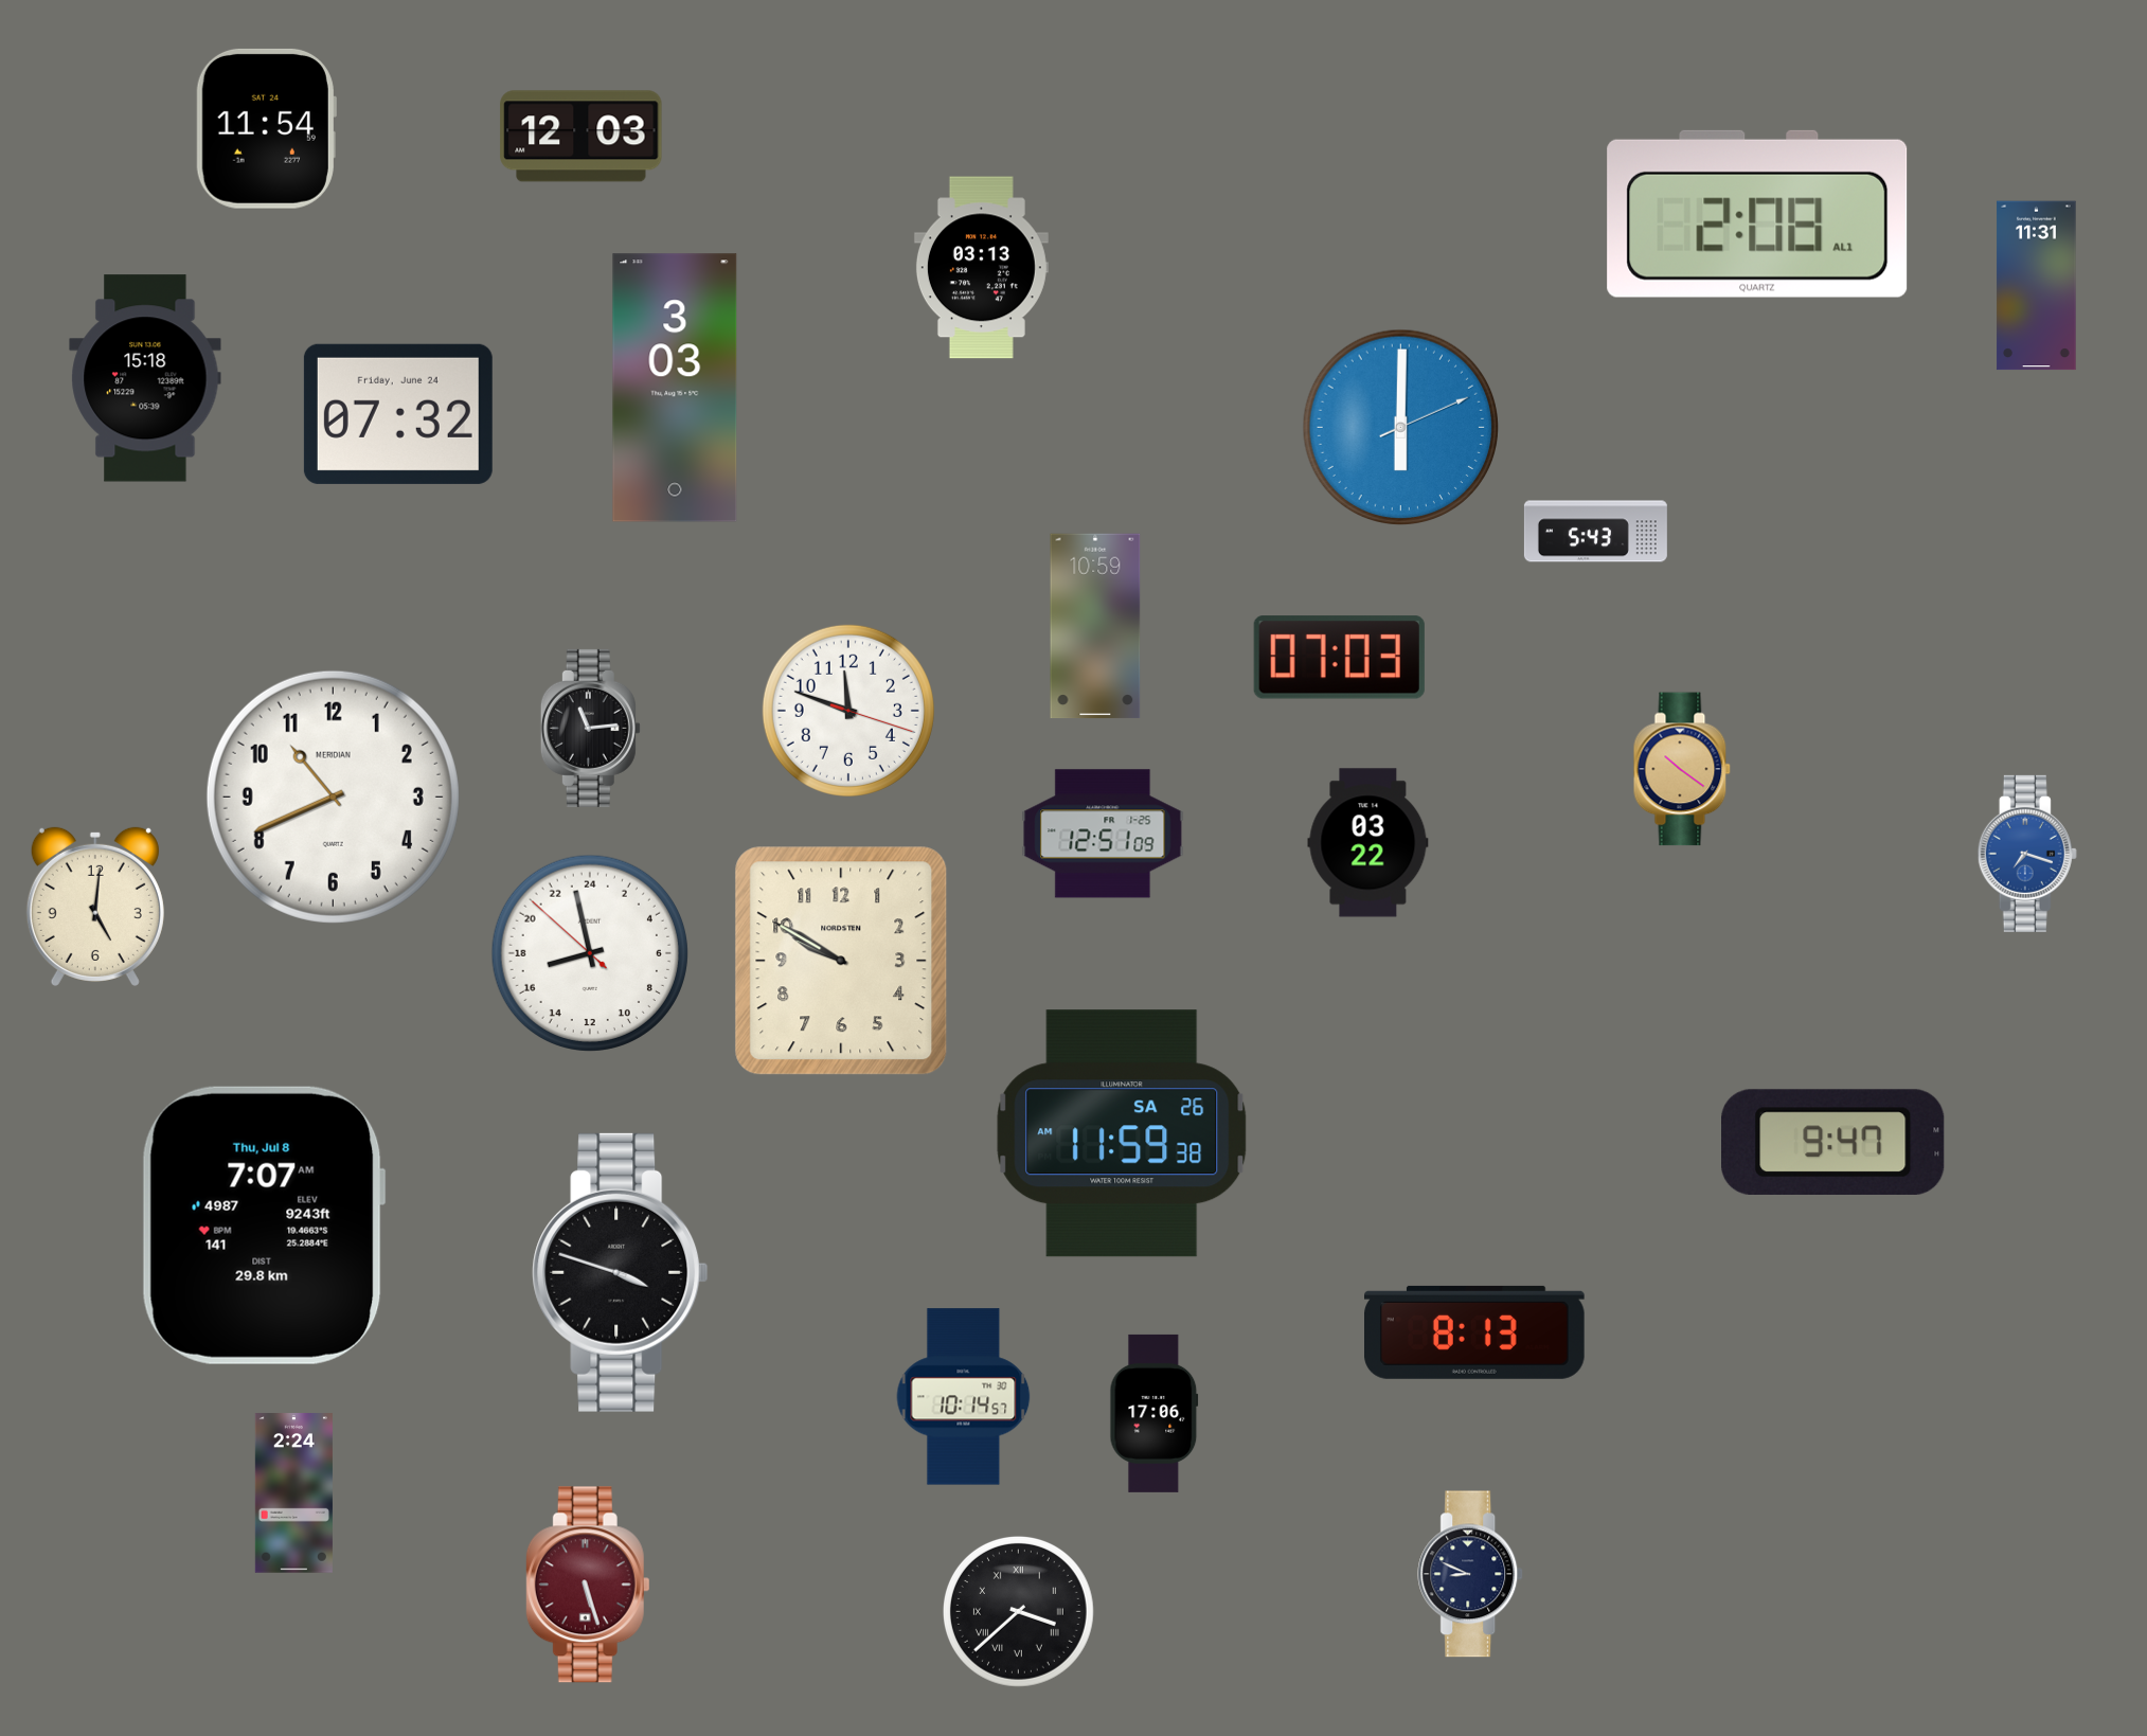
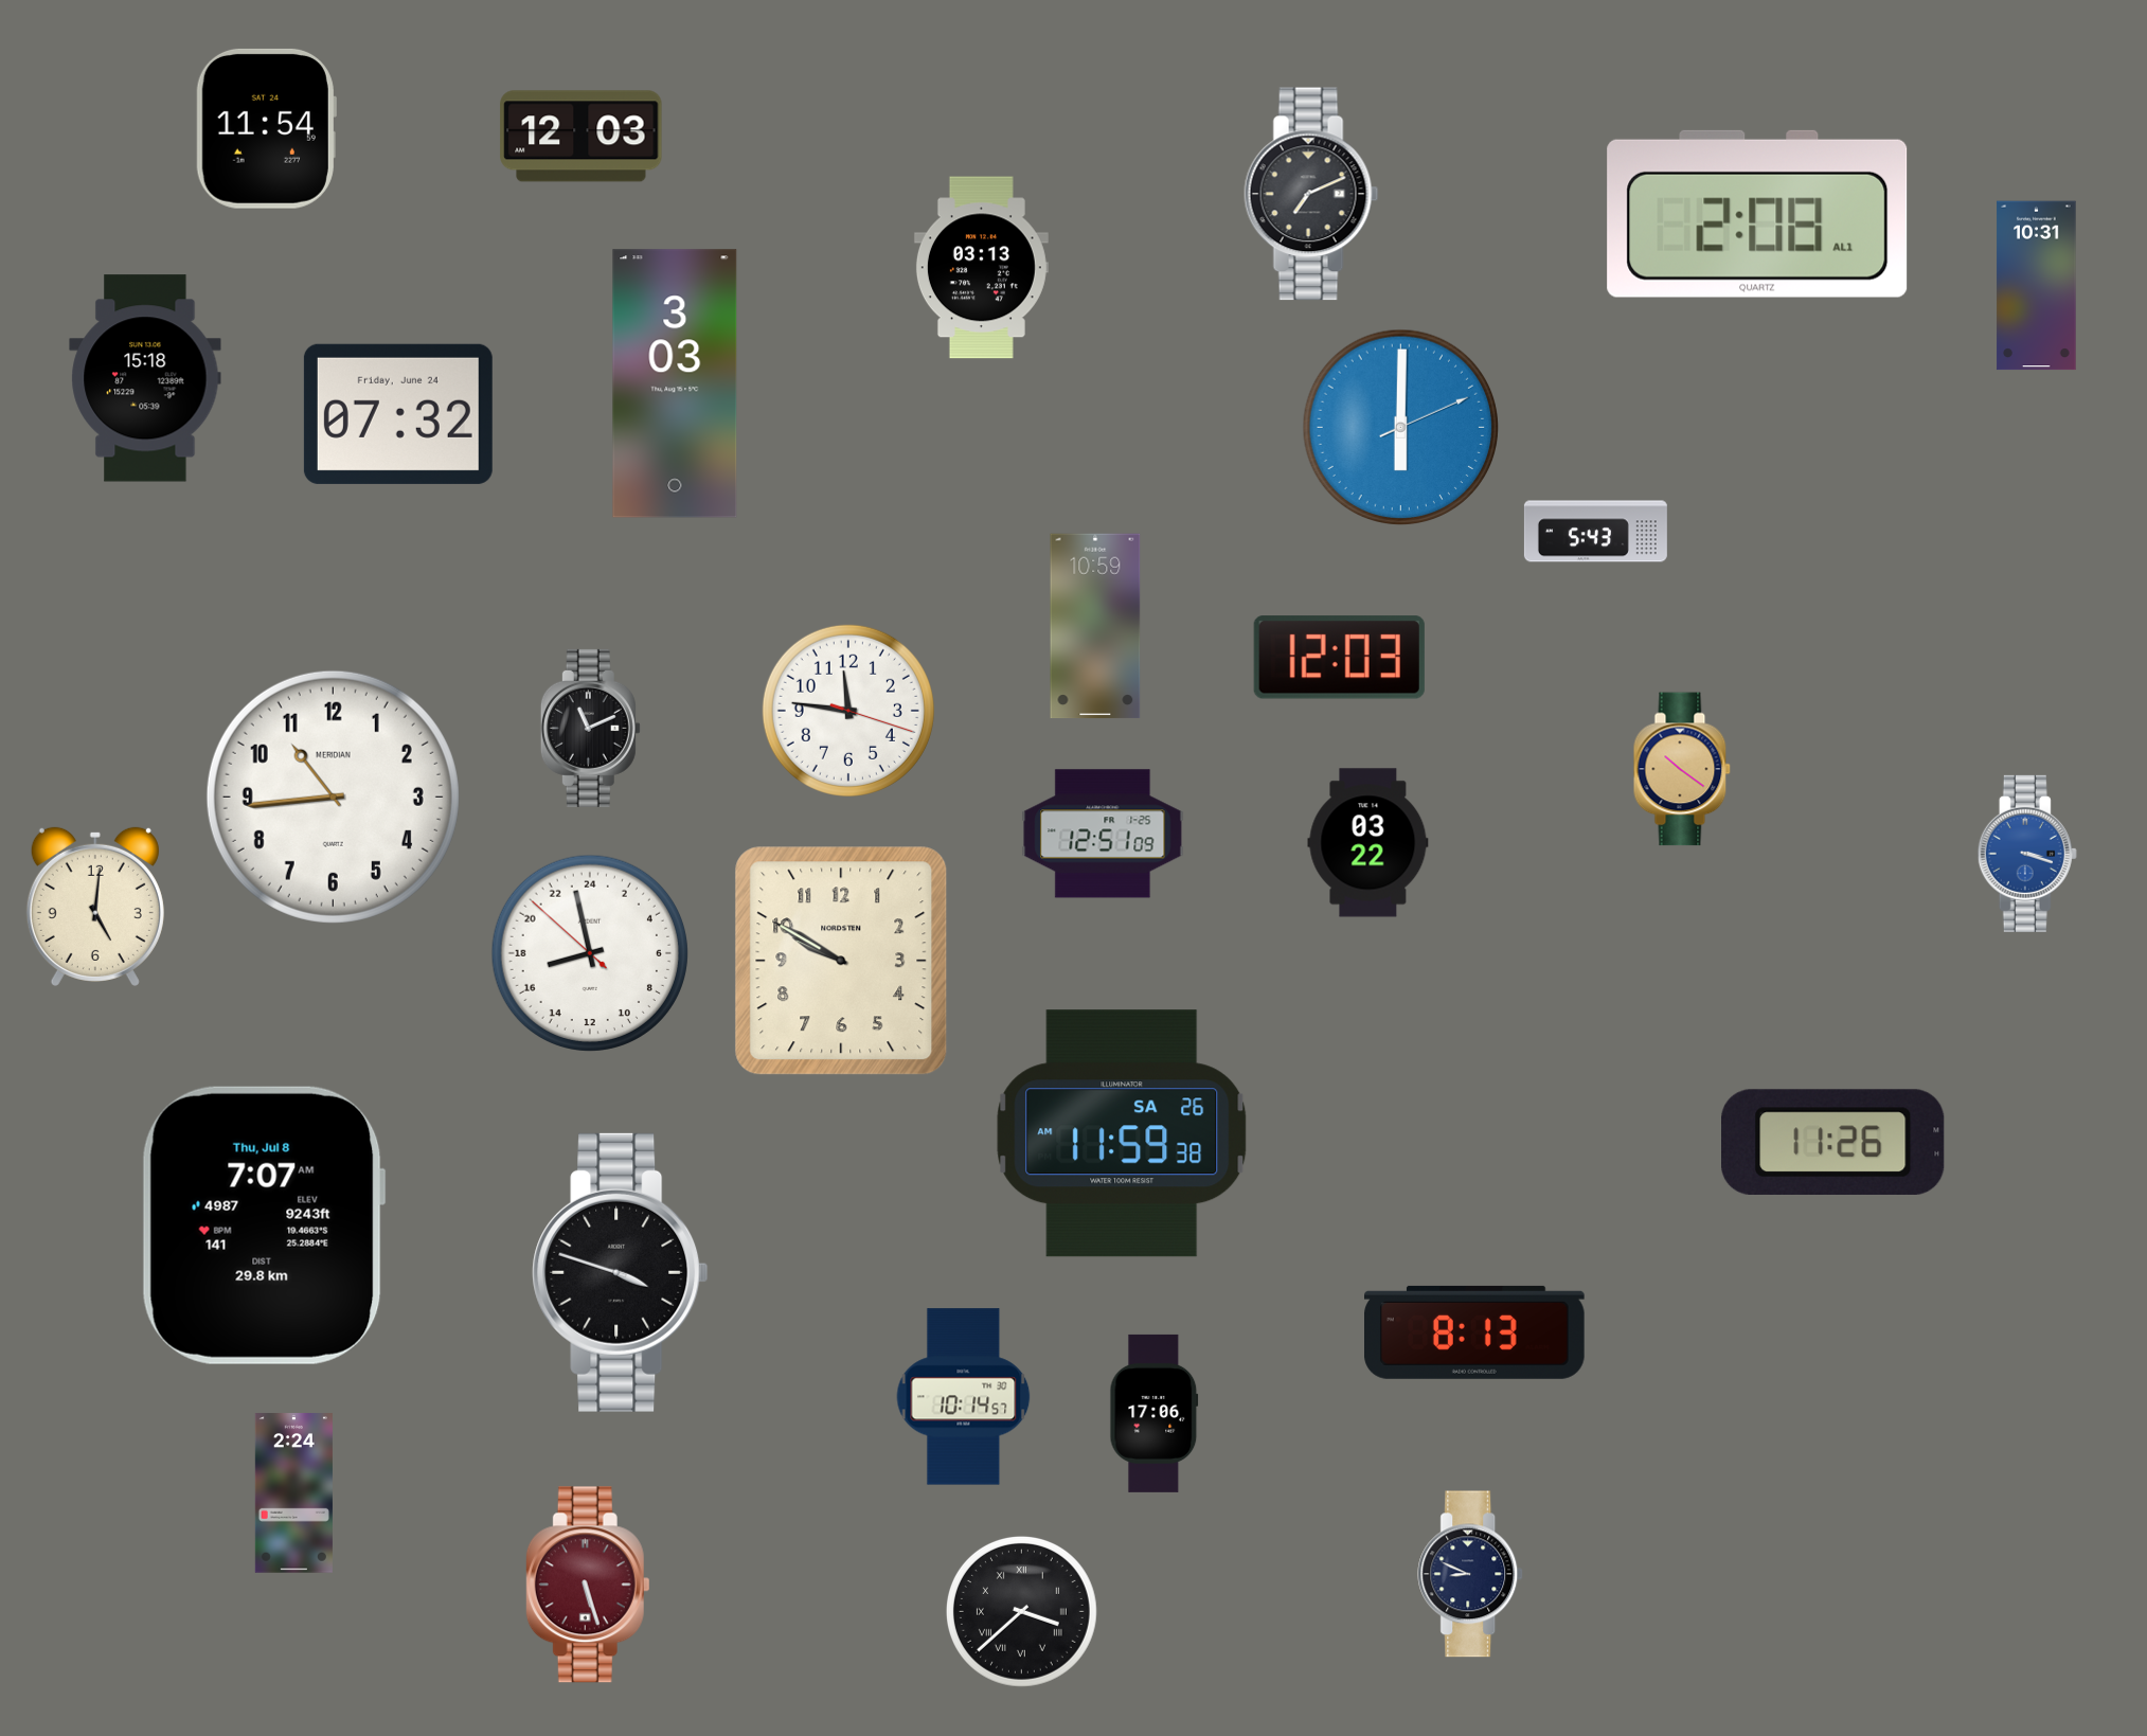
clock at (1311, 194): none -> 7:11
clock at (2037, 286): 11:31 -> 10:31
clock at (675, 388) position: (675, 388) -> (675, 383)
clock at (1339, 658): 07:03 -> 12:03
clock at (848, 711): 11:48 -> 11:46
clock at (590, 728): 11:14 -> 11:11
clock at (333, 797): 10:41 -> 10:44
clock at (2027, 854): 7:18 -> 3:18
clock at (1833, 1142): 9:47 -> 11:26
clock at (1018, 1611) position: (1018, 1611) -> (1021, 1611)
